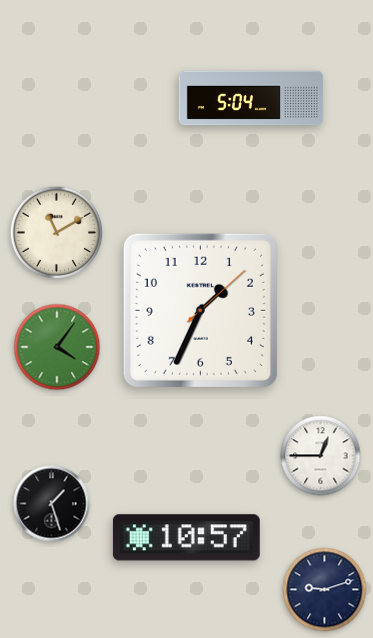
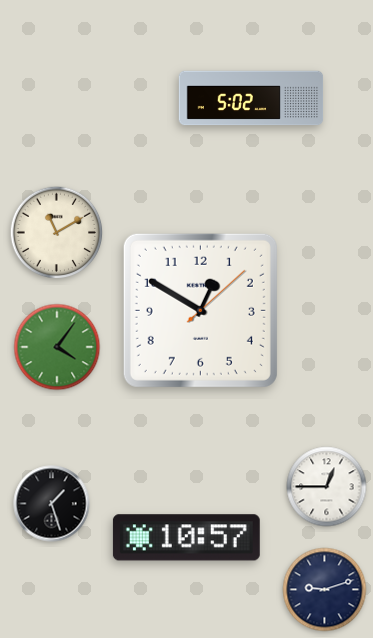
clock at (251, 98): 5:04 -> 5:02
clock at (200, 310): 1:34 -> 12:50
clock at (321, 456) position: (321, 456) -> (327, 487)
